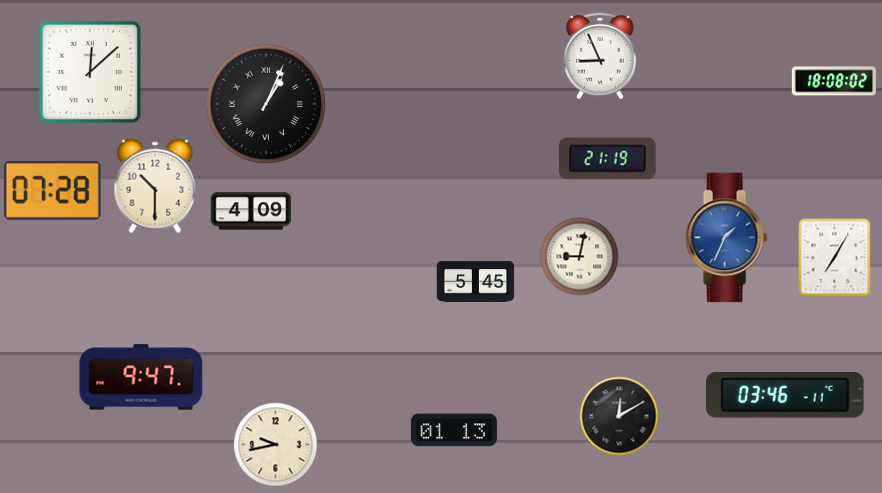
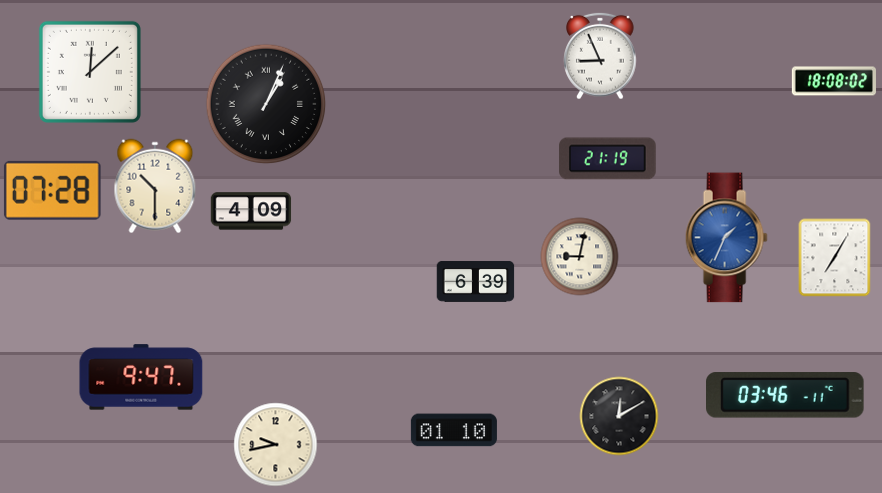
clock at (475, 281): 5:45 -> 6:39
clock at (454, 430): 01:13 -> 01:10
